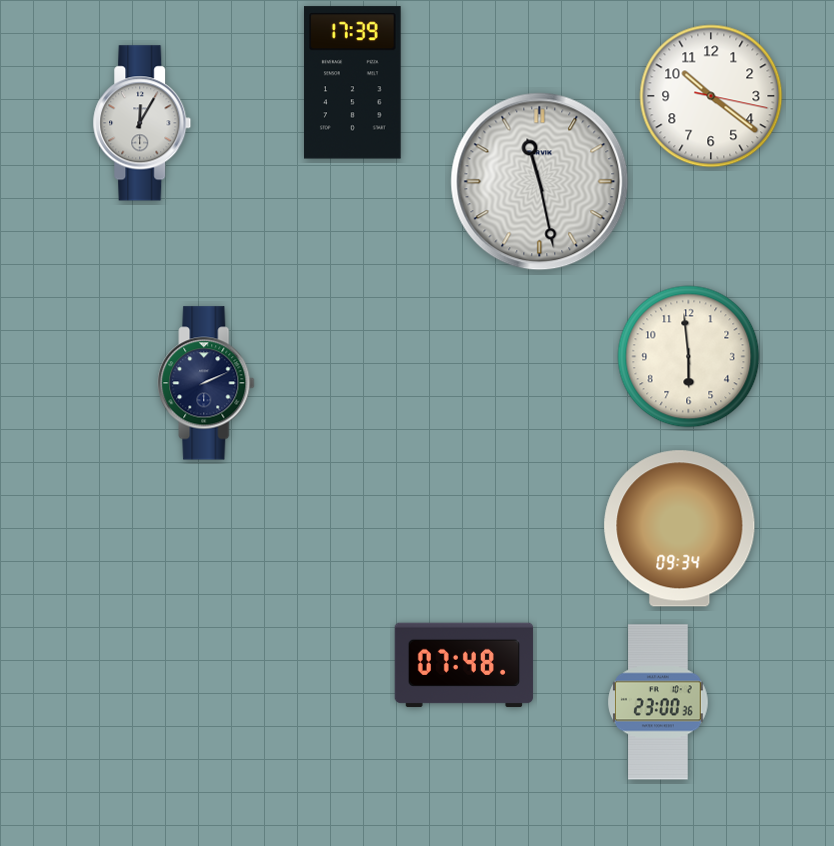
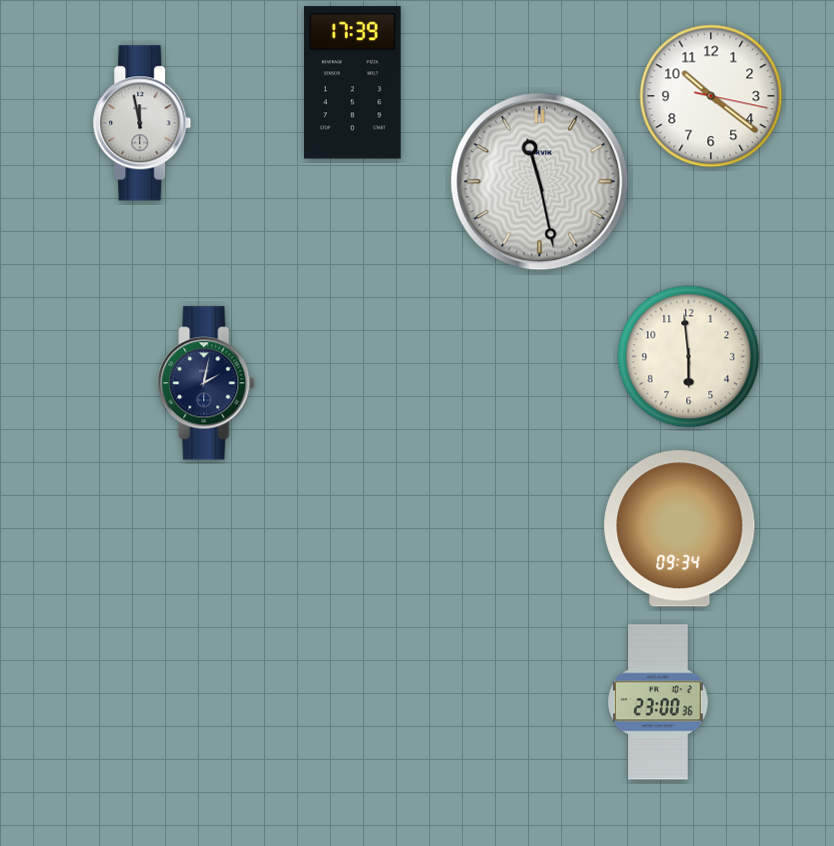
clock at (142, 123): 12:05 -> 11:58
clock at (206, 383): 2:11 -> 2:02
clock at (464, 665): 07:48 -> none
